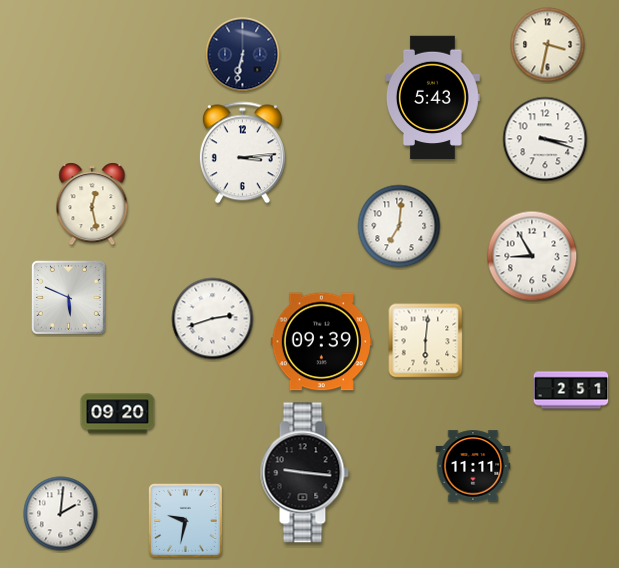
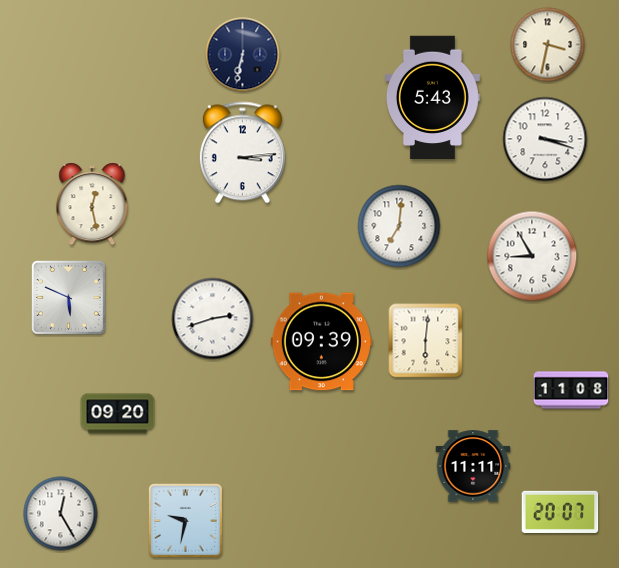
clock at (571, 390): 2:51 -> 11:08
clock at (304, 473): 9:16 -> none
clock at (560, 512): none -> 20:07
clock at (61, 514): 2:01 -> 12:25
